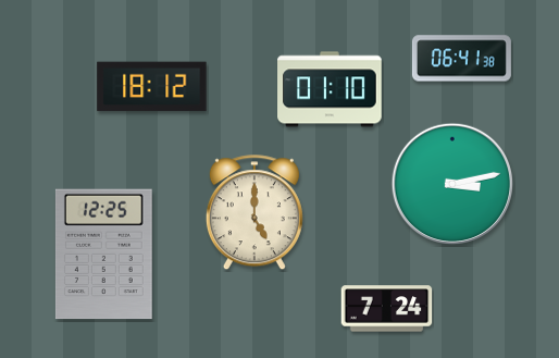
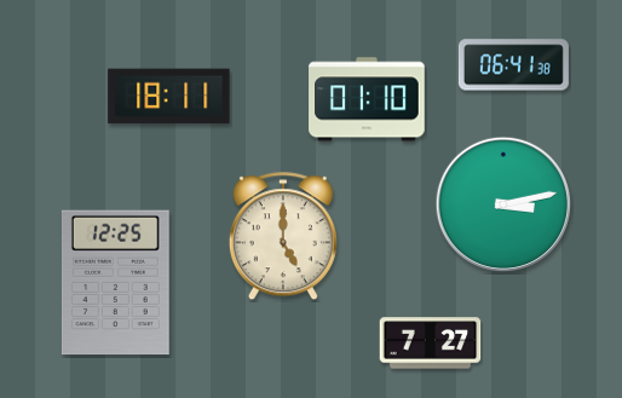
clock at (152, 87): 18:12 -> 18:11
clock at (387, 309): 7:24 -> 7:27
